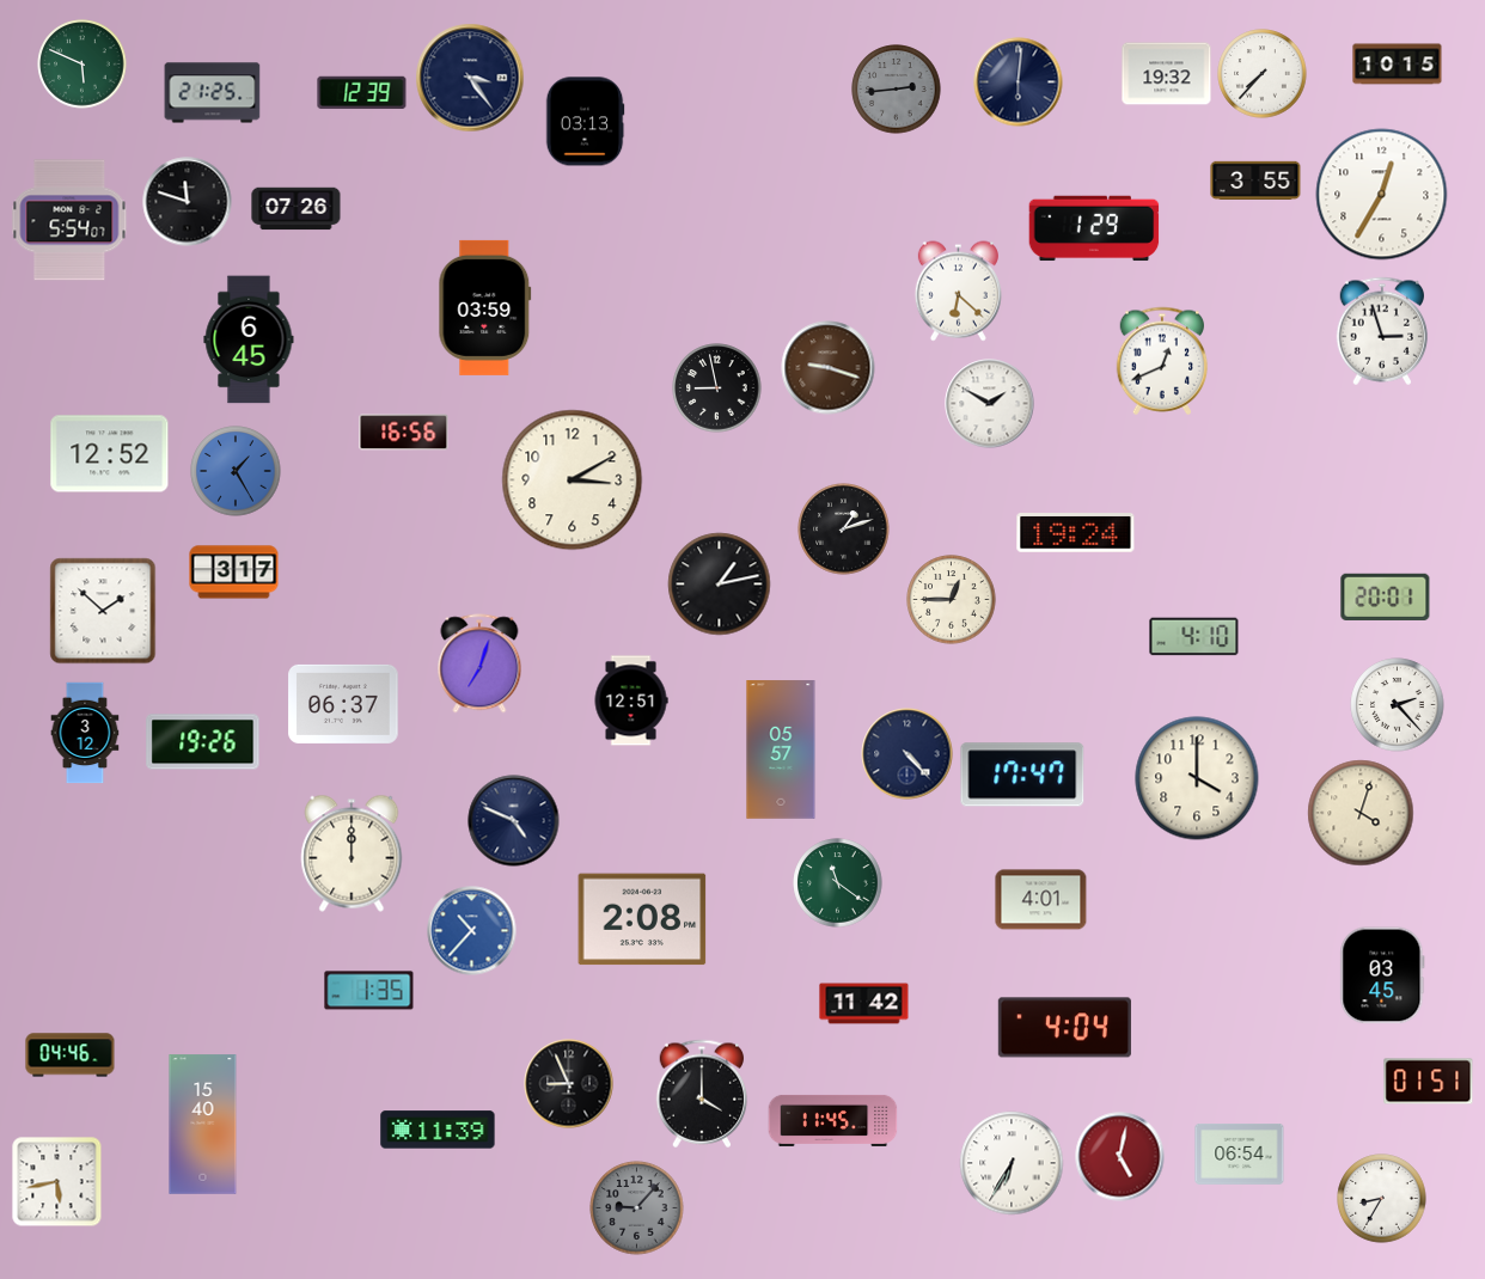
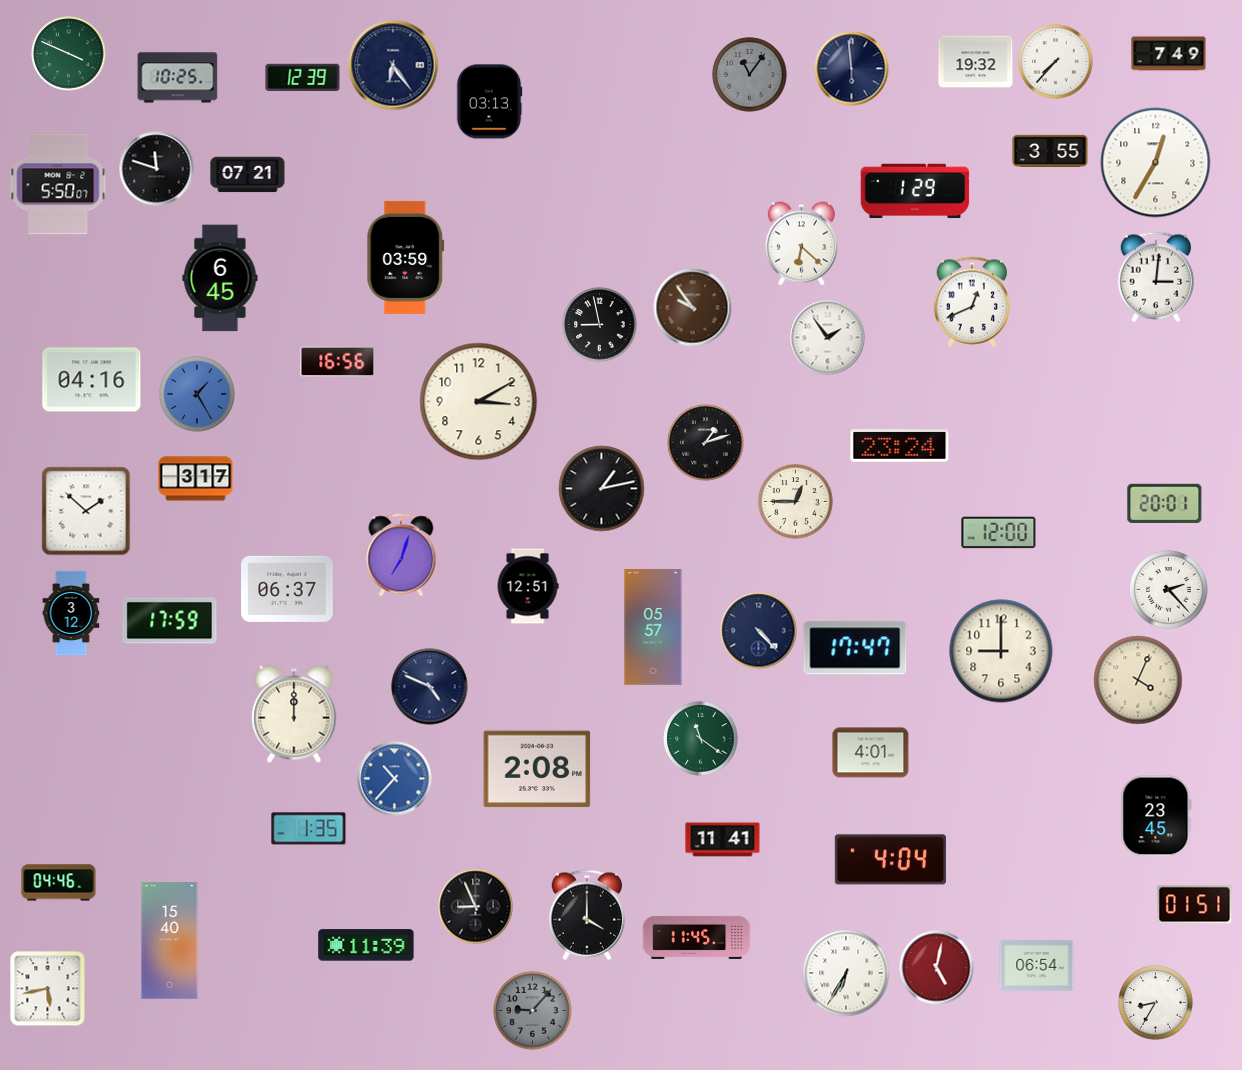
clock at (82, 65): 5:49 -> 3:49
clock at (1398, 65): 10:15 -> 7:49
clock at (470, 78): 3:24 -> 6:24
clock at (1019, 82): 6:01 -> 5:59
clock at (897, 90): 2:44 -> 11:06
clock at (213, 93): 21:25 -> 10:25
clock at (297, 209): 07:26 -> 07:21
clock at (69, 220): 5:54 -> 5:50
clock at (1382, 331): 2:57 -> 3:01
clock at (249, 339) position: (249, 339) -> (220, 278)
clock at (829, 368): 9:18 -> 9:54
clock at (990, 404): 1:50 -> 1:54
clock at (110, 454): 12:52 -> 04:16
clock at (1076, 533): 19:24 -> 23:24
clock at (1386, 596) position: (1386, 596) -> (1165, 503)
clock at (1194, 637): 4:10 -> 12:00
clock at (203, 742): 19:26 -> 17:59
clock at (1197, 778): 4:00 -> 9:00
clock at (1361, 813): 4:03 -> 4:04
clock at (1382, 975): 03:45 -> 23:45
clock at (864, 1004): 11:42 -> 11:41
